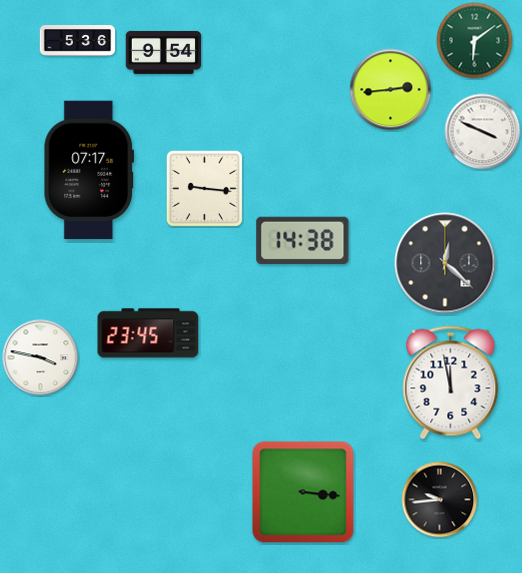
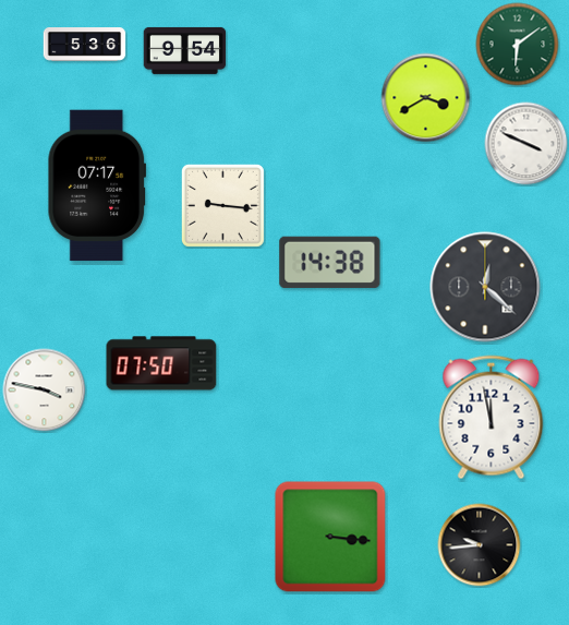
clock at (164, 52) position: (164, 52) -> (185, 50)
clock at (391, 90): 2:44 -> 3:40
clock at (148, 333): 23:45 -> 07:50
